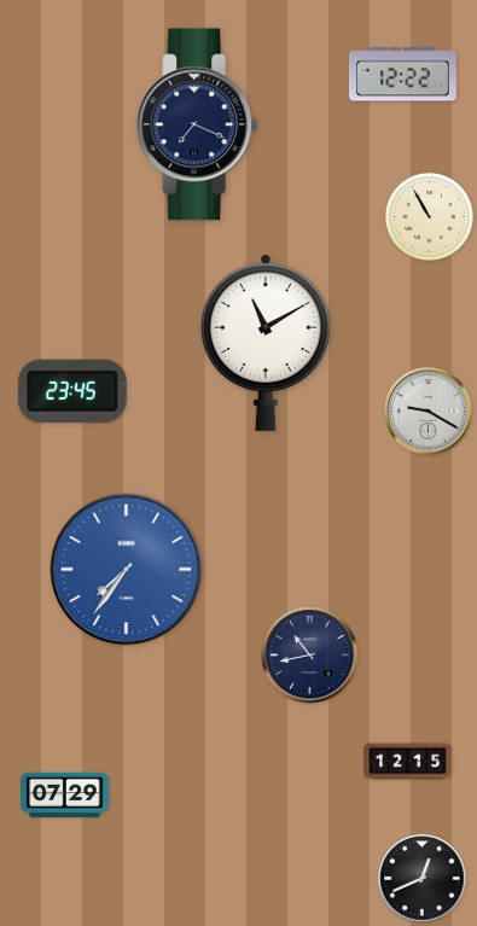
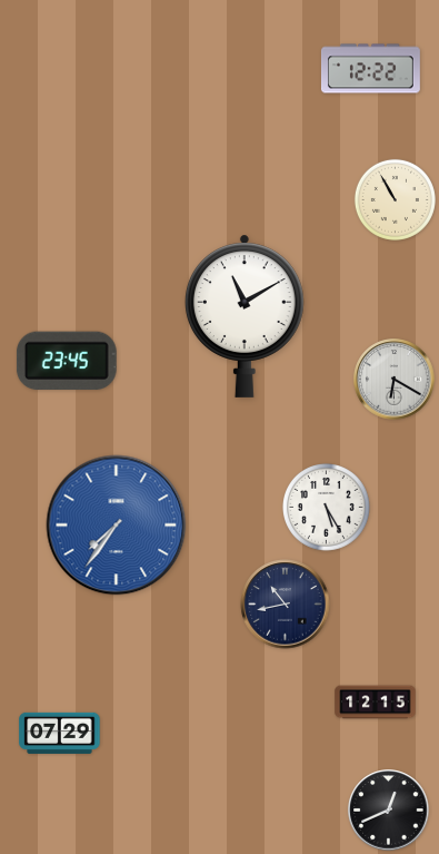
clock at (197, 124): 7:19 -> none
clock at (429, 412): 9:20 -> 6:20
clock at (327, 508): none -> 5:25
